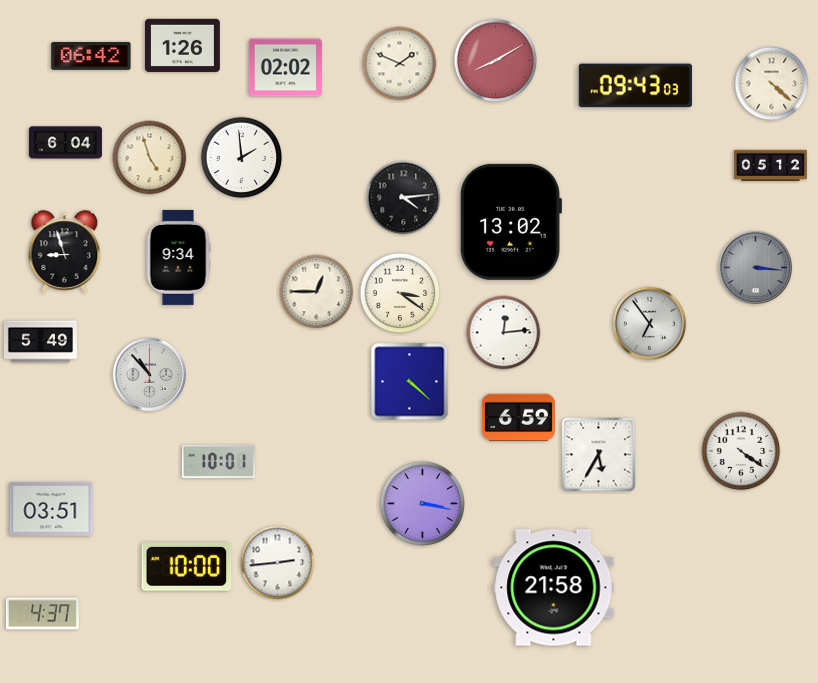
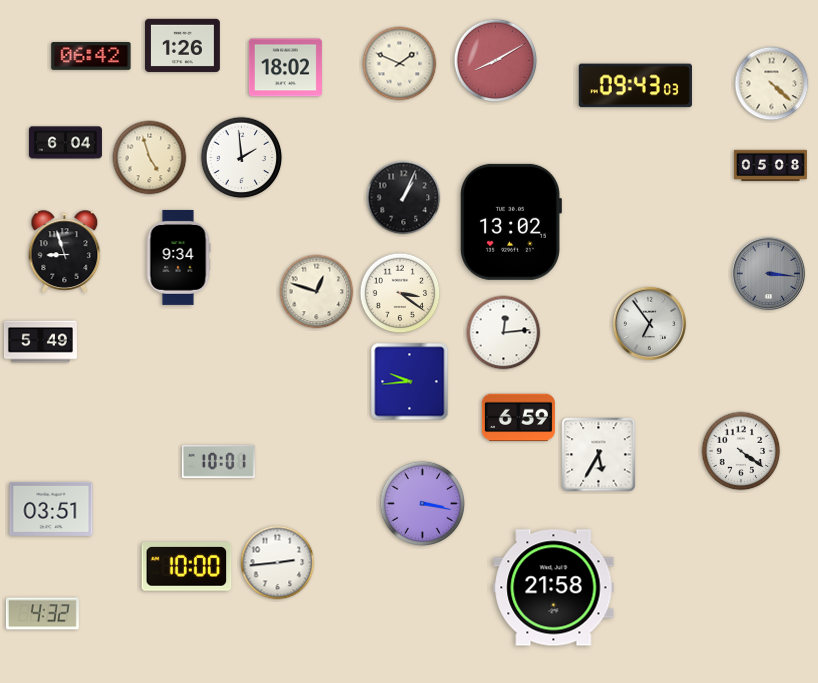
clock at (285, 68): 02:02 -> 18:02
clock at (770, 166): 05:12 -> 05:08
clock at (404, 198): 4:14 -> 1:04
clock at (756, 268) position: (756, 268) -> (769, 274)
clock at (317, 292): 12:45 -> 12:48
clock at (150, 375): 10:53 -> none
clock at (410, 382): 4:22 -> 9:44
clock at (42, 614): 4:37 -> 4:32
